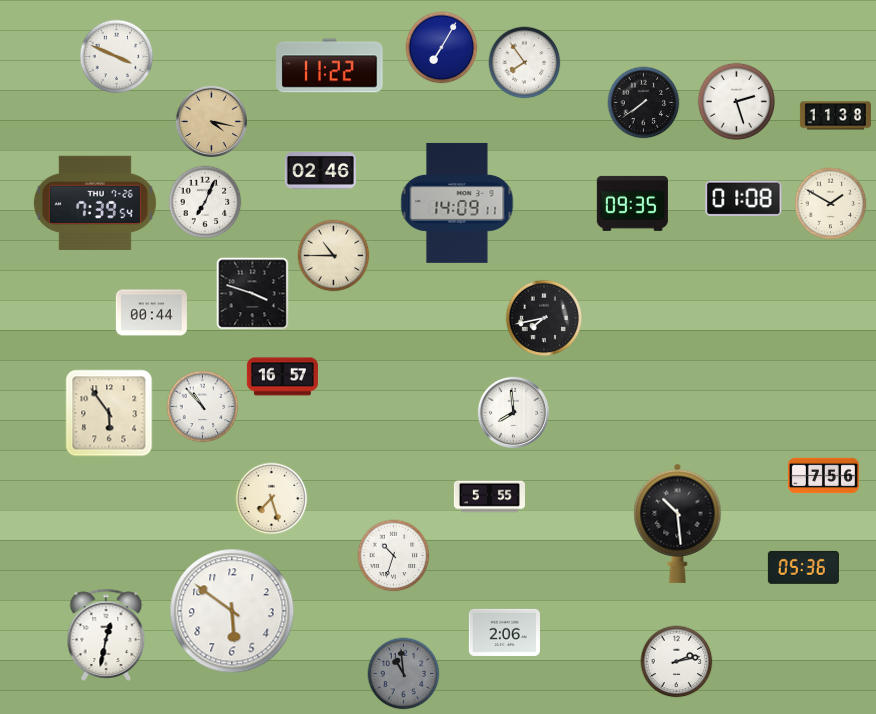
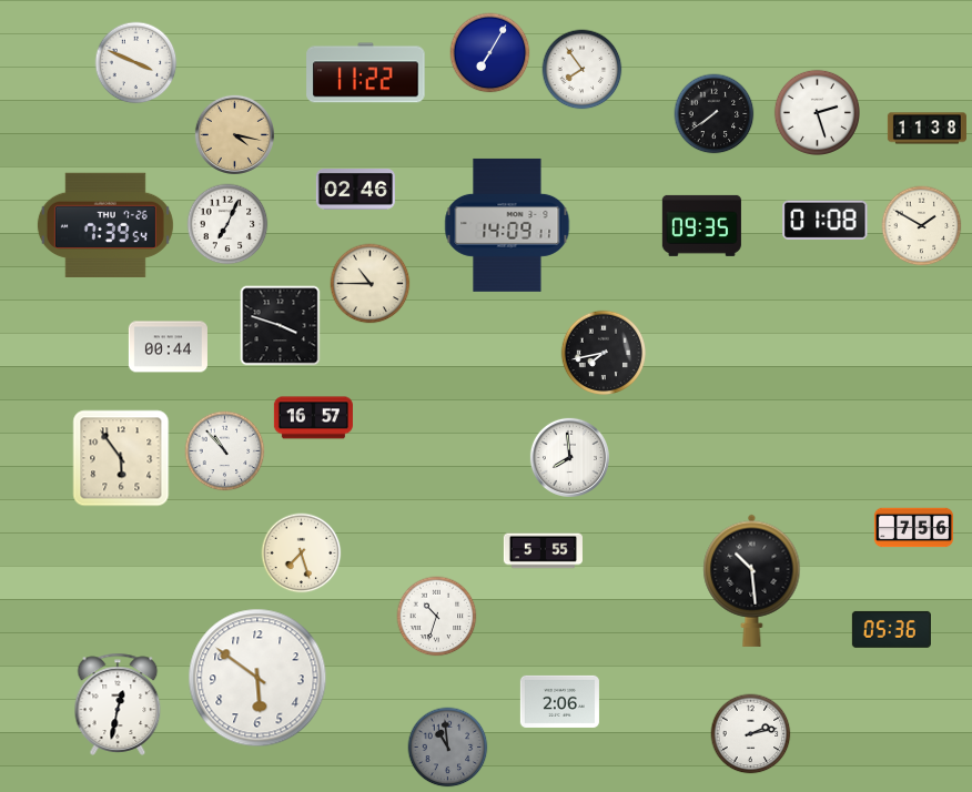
clock at (117, 57) position: (117, 57) -> (136, 63)
